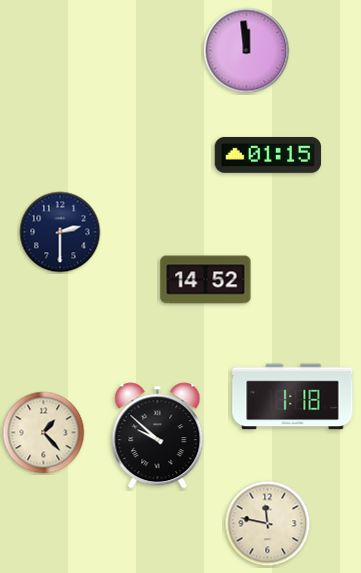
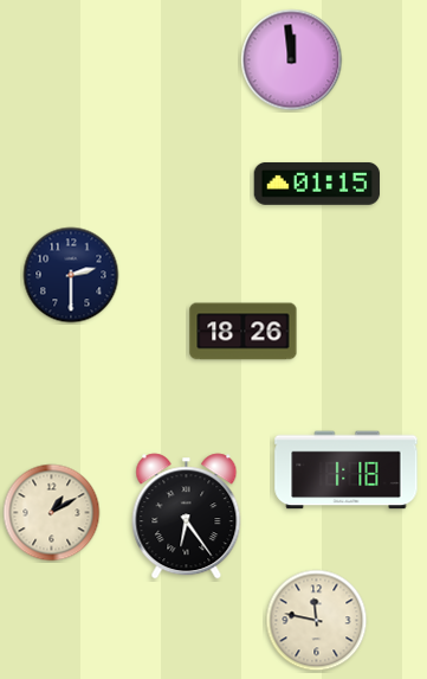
clock at (206, 280): 14:52 -> 18:26
clock at (44, 433): 1:23 -> 1:10
clock at (158, 436): 9:52 -> 6:24
